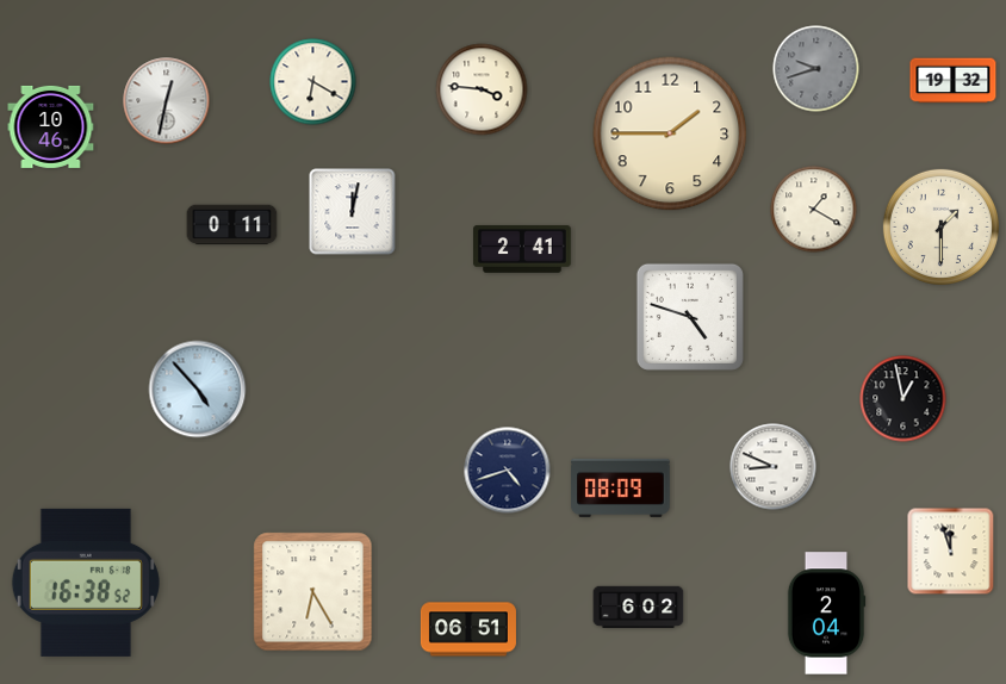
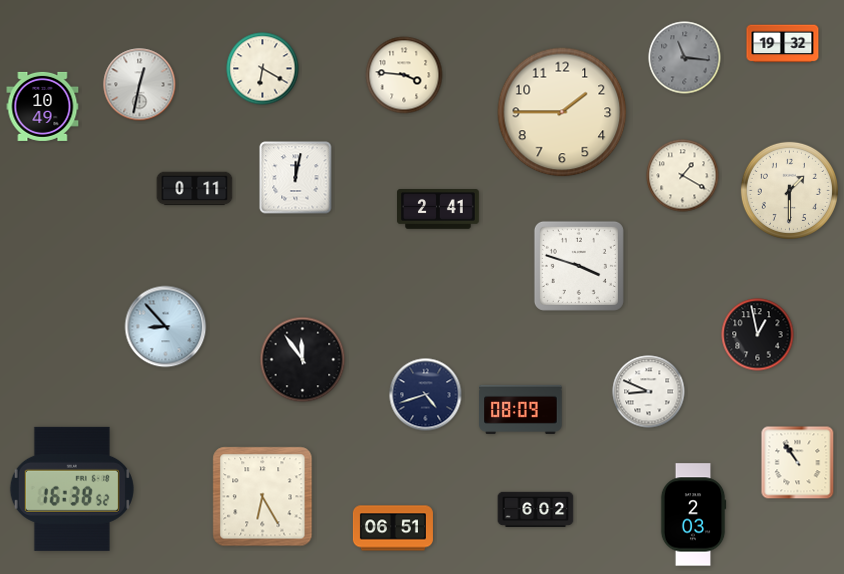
clock at (816, 69): 9:42 -> 11:16
clock at (954, 81) position: (954, 81) -> (783, 44)
clock at (51, 126): 10:46 -> 10:49
clock at (690, 317): 4:48 -> 3:48
clock at (198, 390): 4:53 -> 8:53
clock at (303, 360): none -> 11:54
clock at (951, 552): 11:57 -> 10:54
clock at (826, 614): 2:04 -> 2:03
